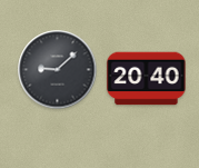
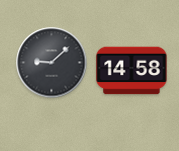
clock at (147, 79): 20:40 -> 14:58
